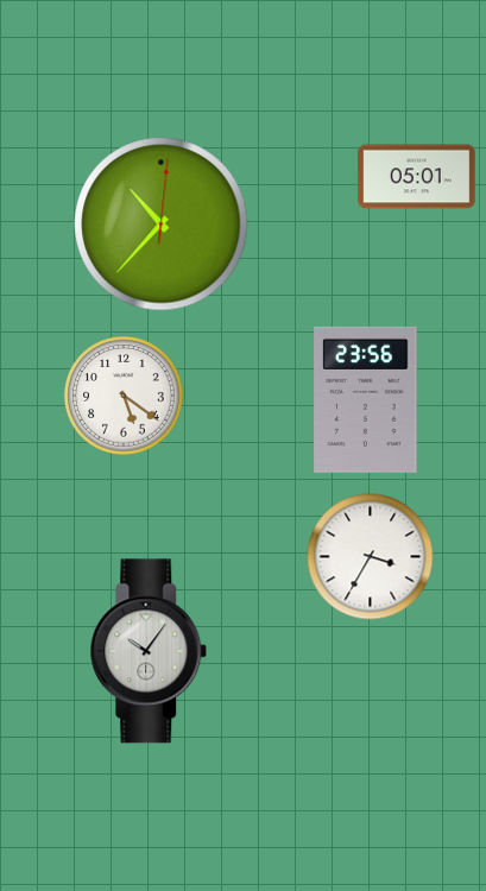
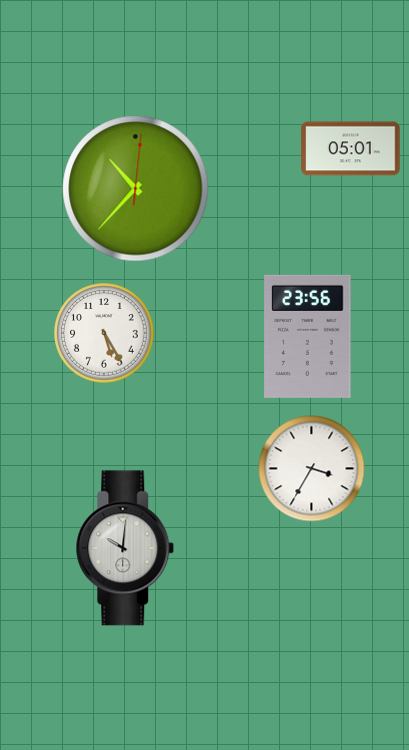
clock at (124, 396): 5:21 -> 5:25
clock at (149, 651): 10:06 -> 10:01
